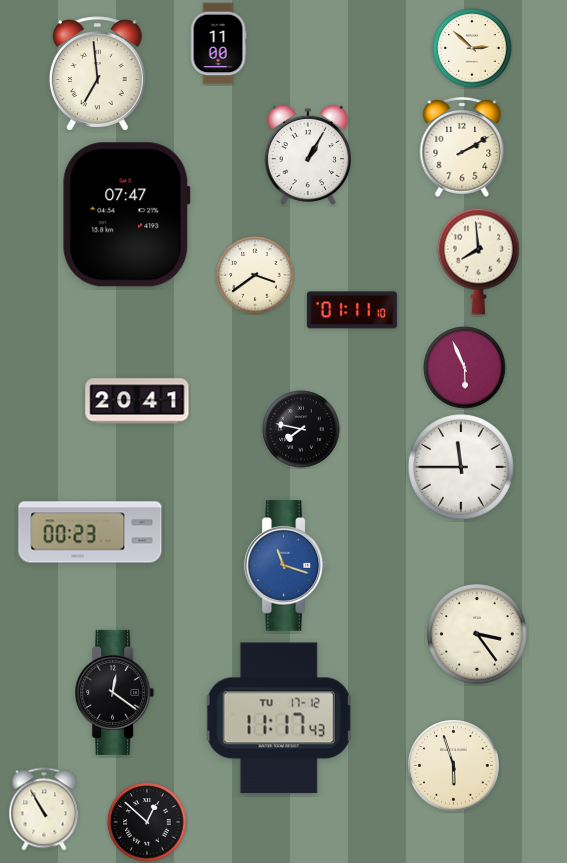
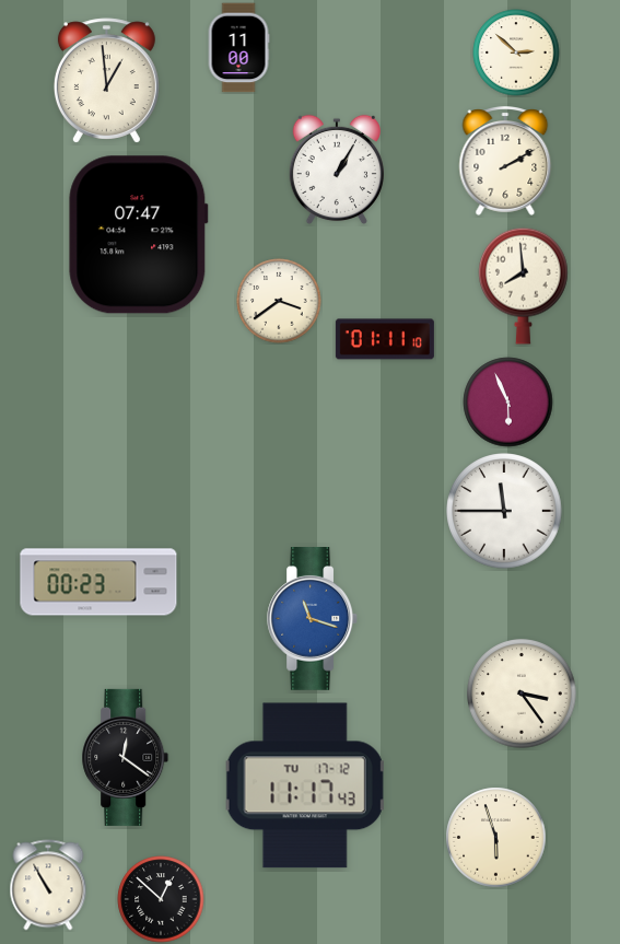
clock at (97, 74): 6:59 -> 12:59
clock at (137, 401): 20:41 -> none
clock at (301, 429): 7:47 -> none
